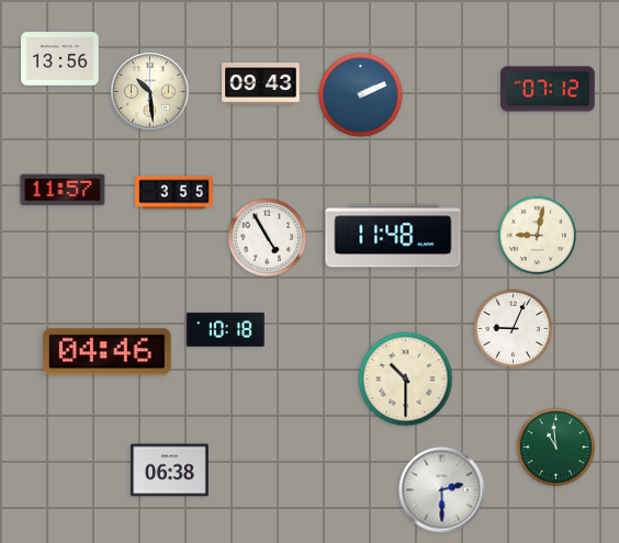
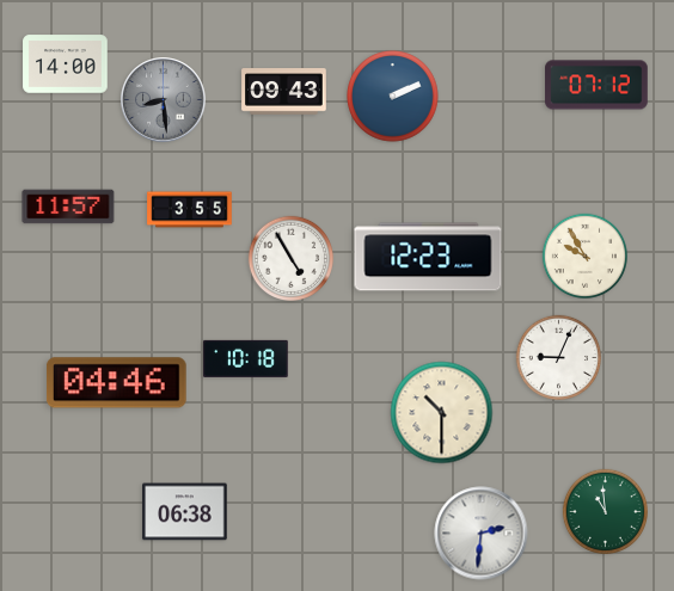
clock at (60, 59): 13:56 -> 14:00
clock at (548, 89) position: (548, 89) -> (596, 85)
clock at (150, 92): 10:29 -> 8:29
clock at (150, 92) dial: cream -> grey
clock at (361, 95) position: (361, 95) -> (393, 97)
clock at (537, 235): 9:02 -> 9:55
clock at (393, 236): 11:48 -> 12:23
clock at (555, 446) position: (555, 446) -> (605, 511)
clock at (442, 490): 2:30 -> 2:31
